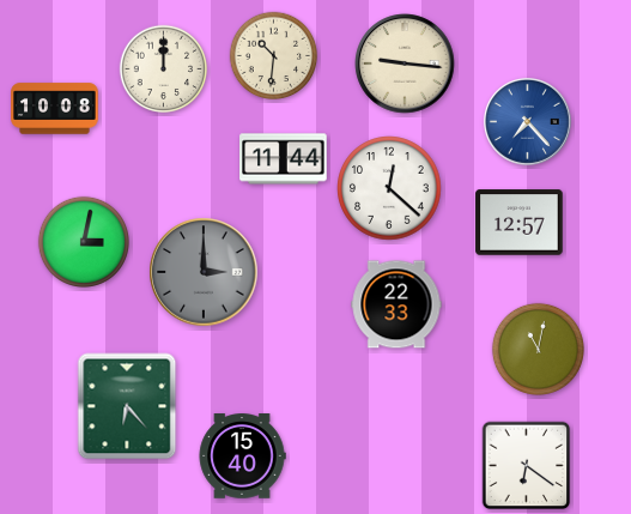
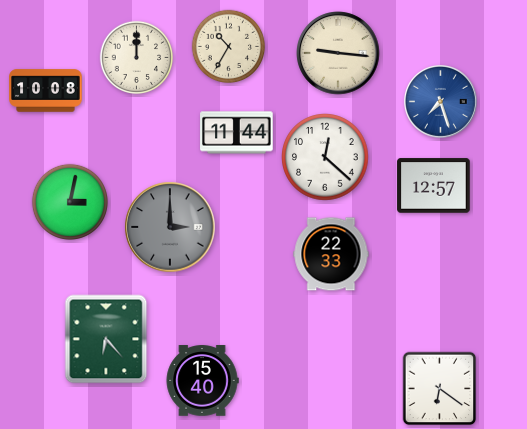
clock at (274, 56): 10:31 -> 10:35
clock at (527, 121): 7:23 -> 7:27
clock at (538, 349): 11:02 -> none
